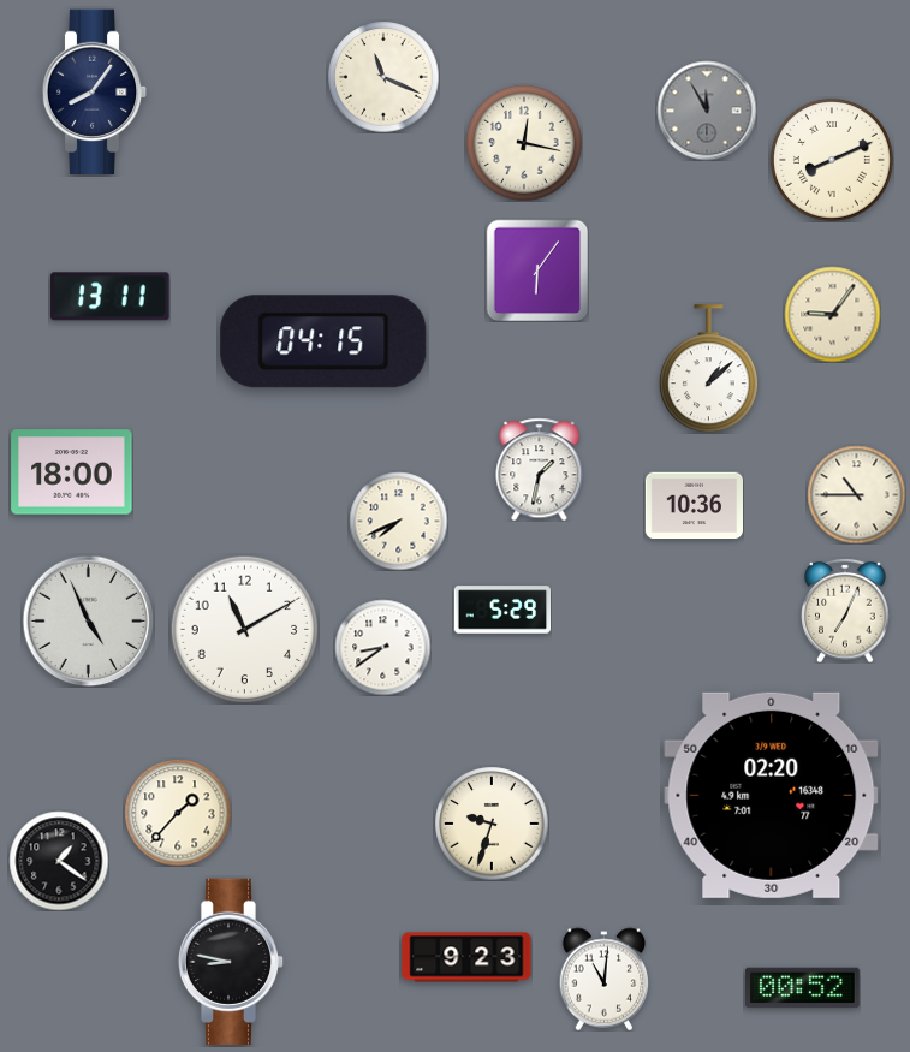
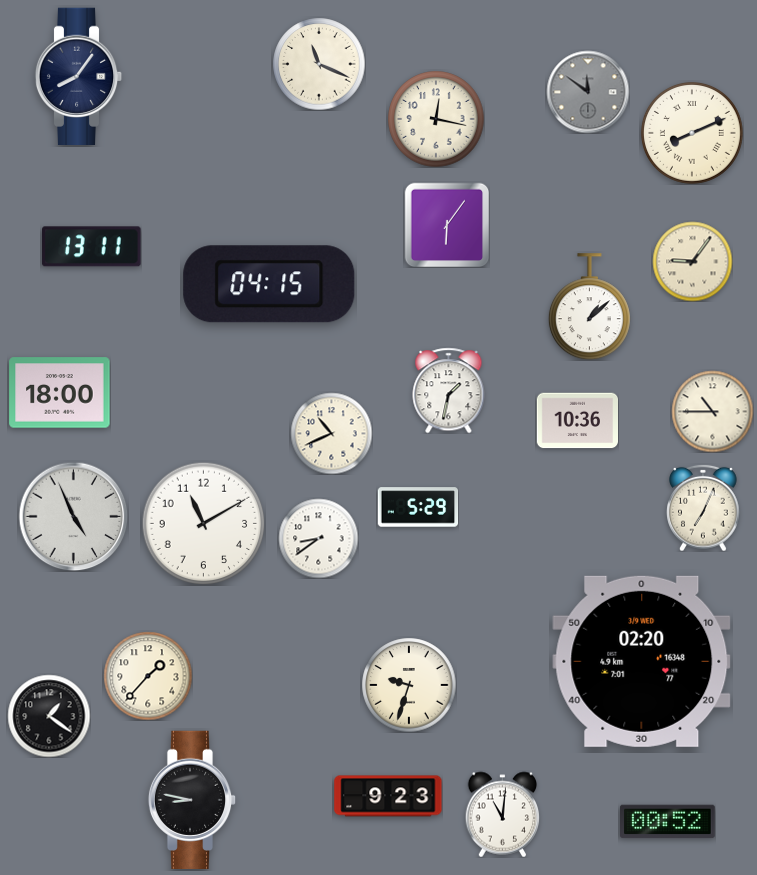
clock at (707, 111): 11:55 -> 11:51
clock at (398, 521): 7:41 -> 10:41
